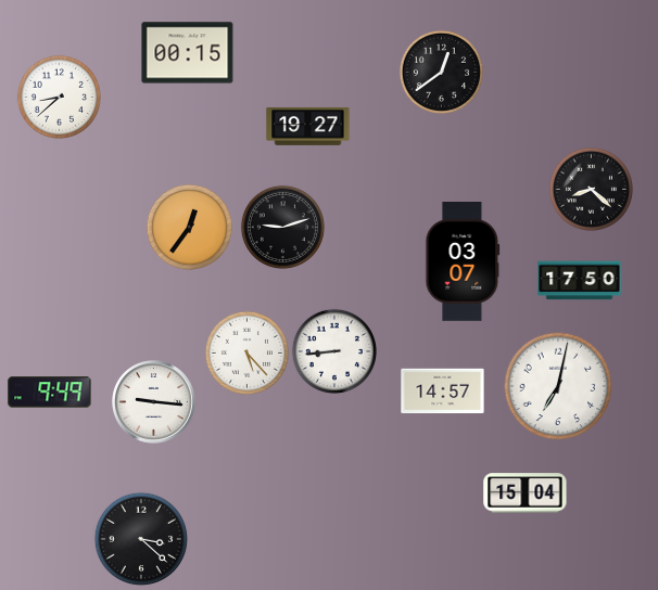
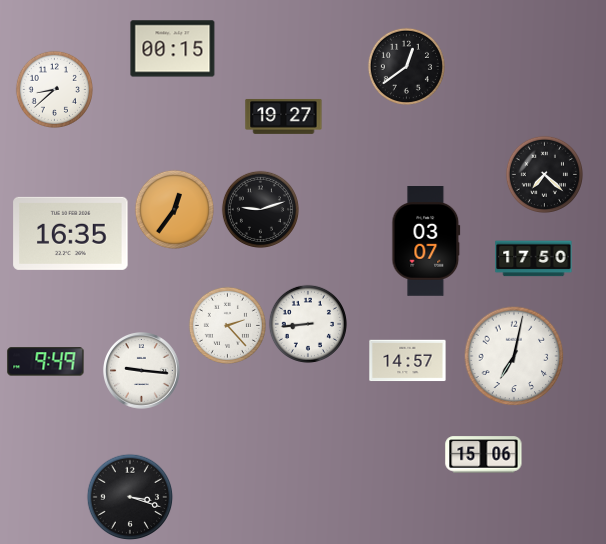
clock at (591, 189): 8:22 -> 7:22
clock at (71, 233): none -> 16:35
clock at (246, 352): 5:23 -> 2:23
clock at (526, 493): 15:04 -> 15:06
clock at (141, 539): 3:22 -> 3:18
